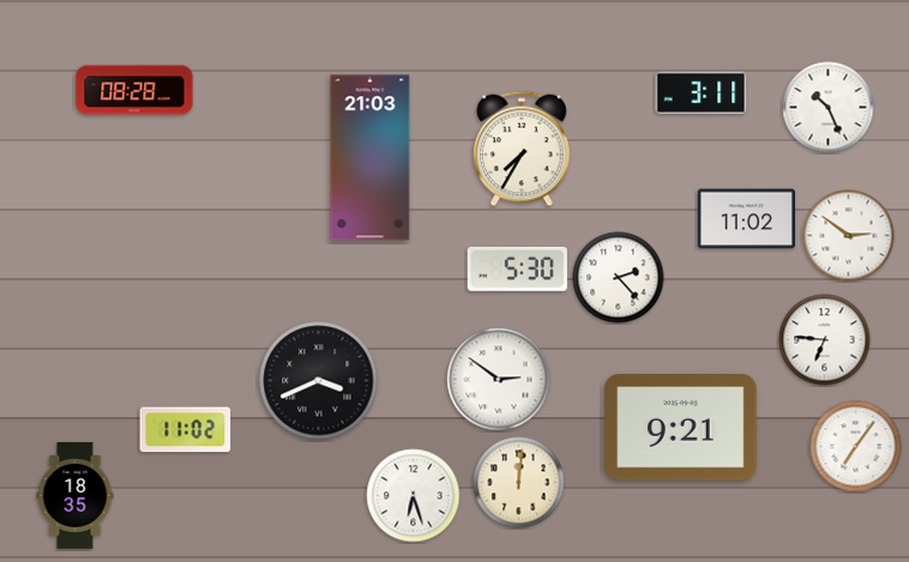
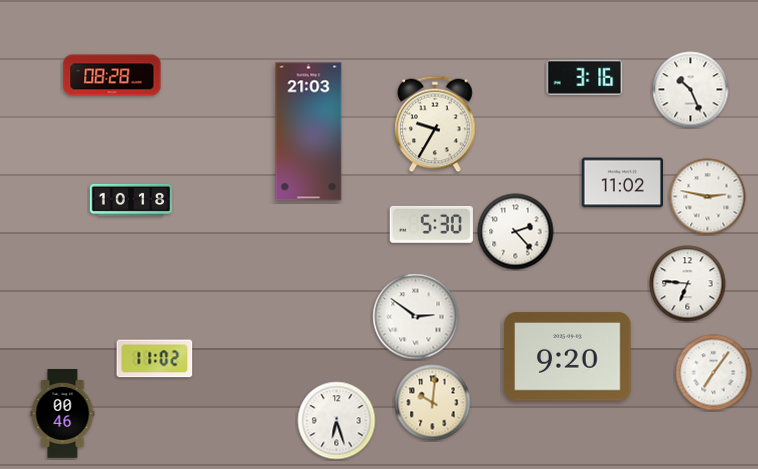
clock at (702, 92): 3:11 -> 3:16
clock at (522, 149): 7:35 -> 9:35
clock at (849, 236): 2:51 -> 2:47
clock at (131, 200): none -> 10:18
clock at (319, 381): 3:41 -> none
clock at (681, 428): 9:21 -> 9:20
clock at (519, 483): 12:01 -> 10:01
clock at (76, 496): 18:35 -> 00:46
clock at (414, 496) position: (414, 496) -> (337, 421)
